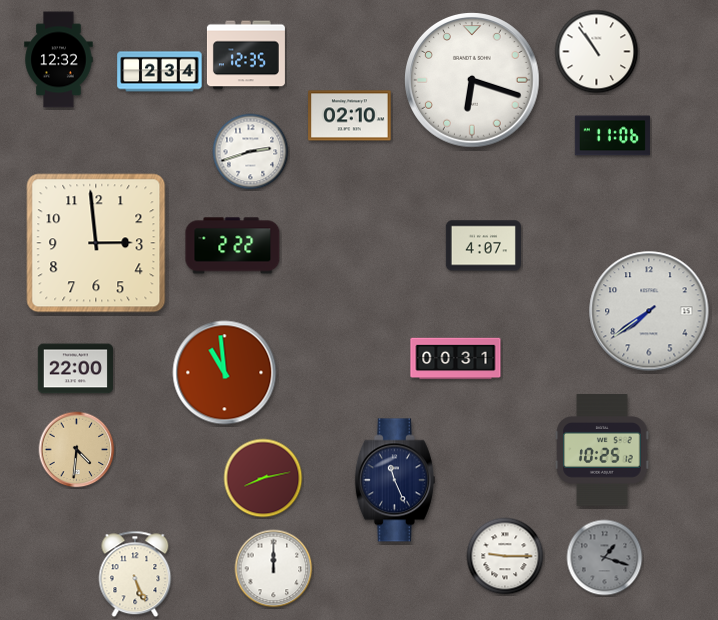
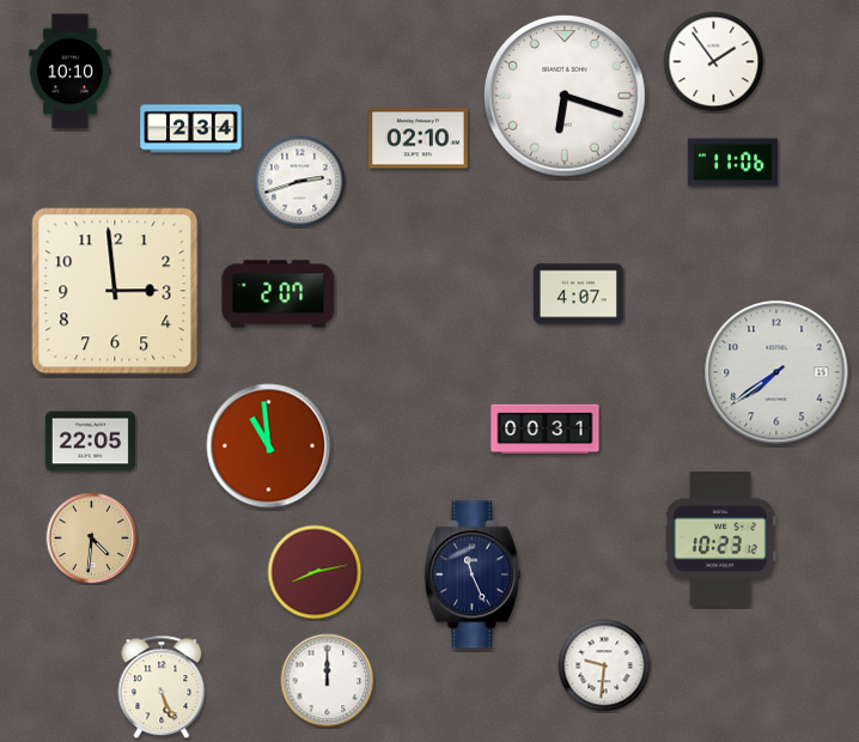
clock at (597, 52): 10:54 -> 1:54
clock at (246, 55): 12:35 -> none
clock at (59, 60): 12:32 -> 10:10
clock at (160, 72) position: (160, 72) -> (191, 129)
clock at (233, 246): 2:22 -> 2:07
clock at (75, 369): 22:00 -> 22:05
clock at (602, 451): 10:25 -> 10:23
clock at (505, 556): 9:15 -> 9:31
clock at (605, 558): 1:18 -> none
